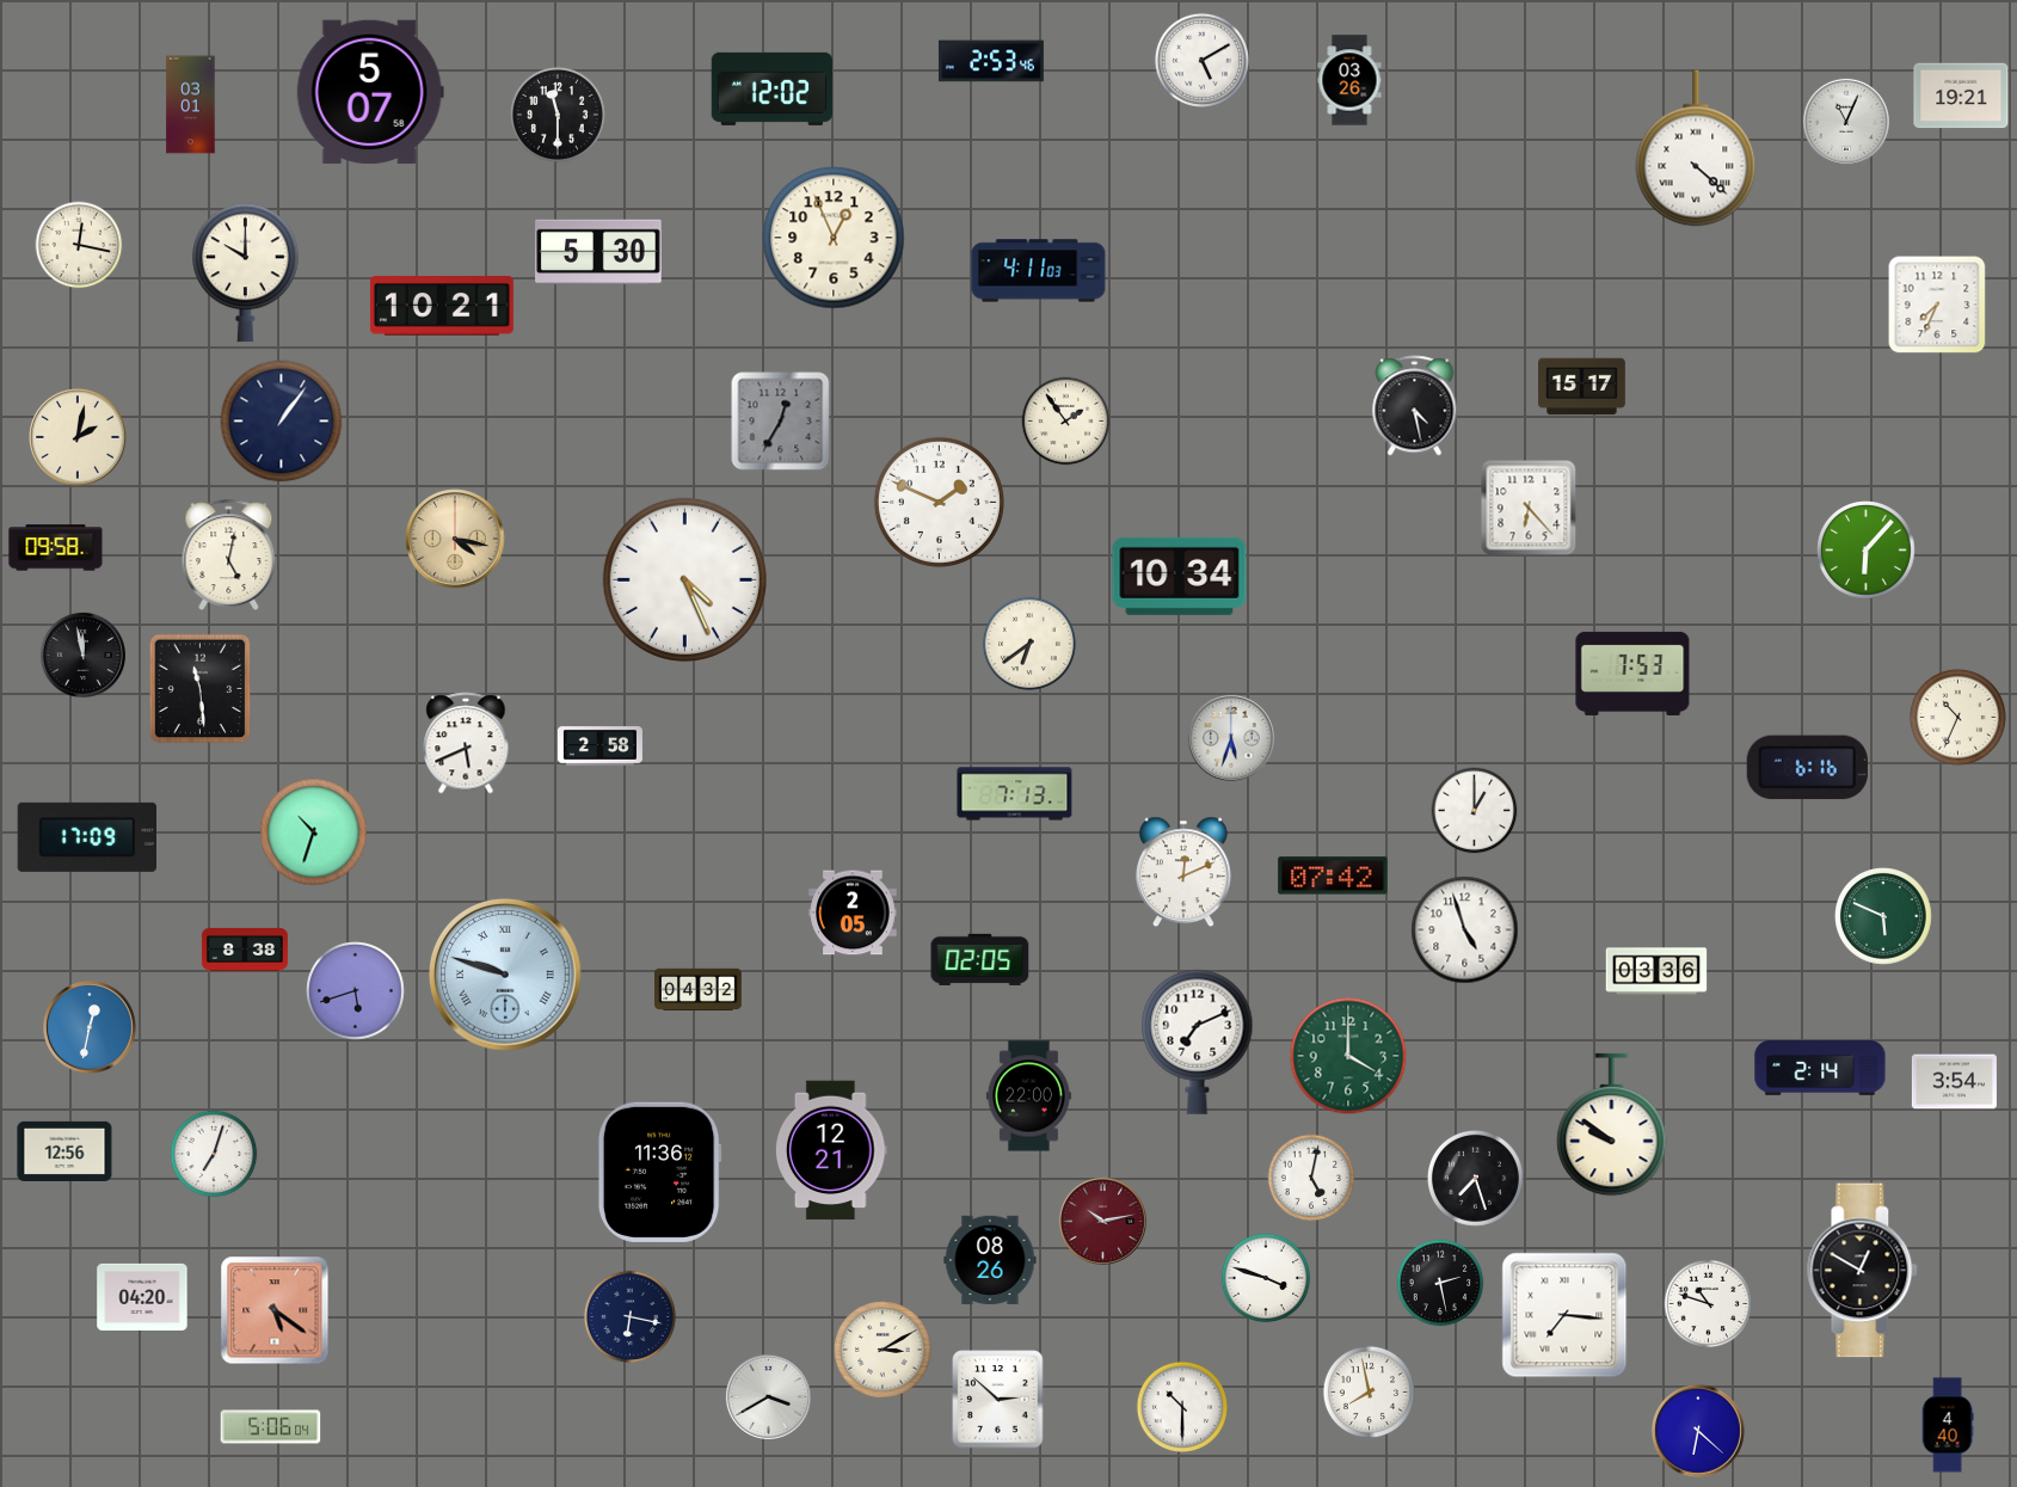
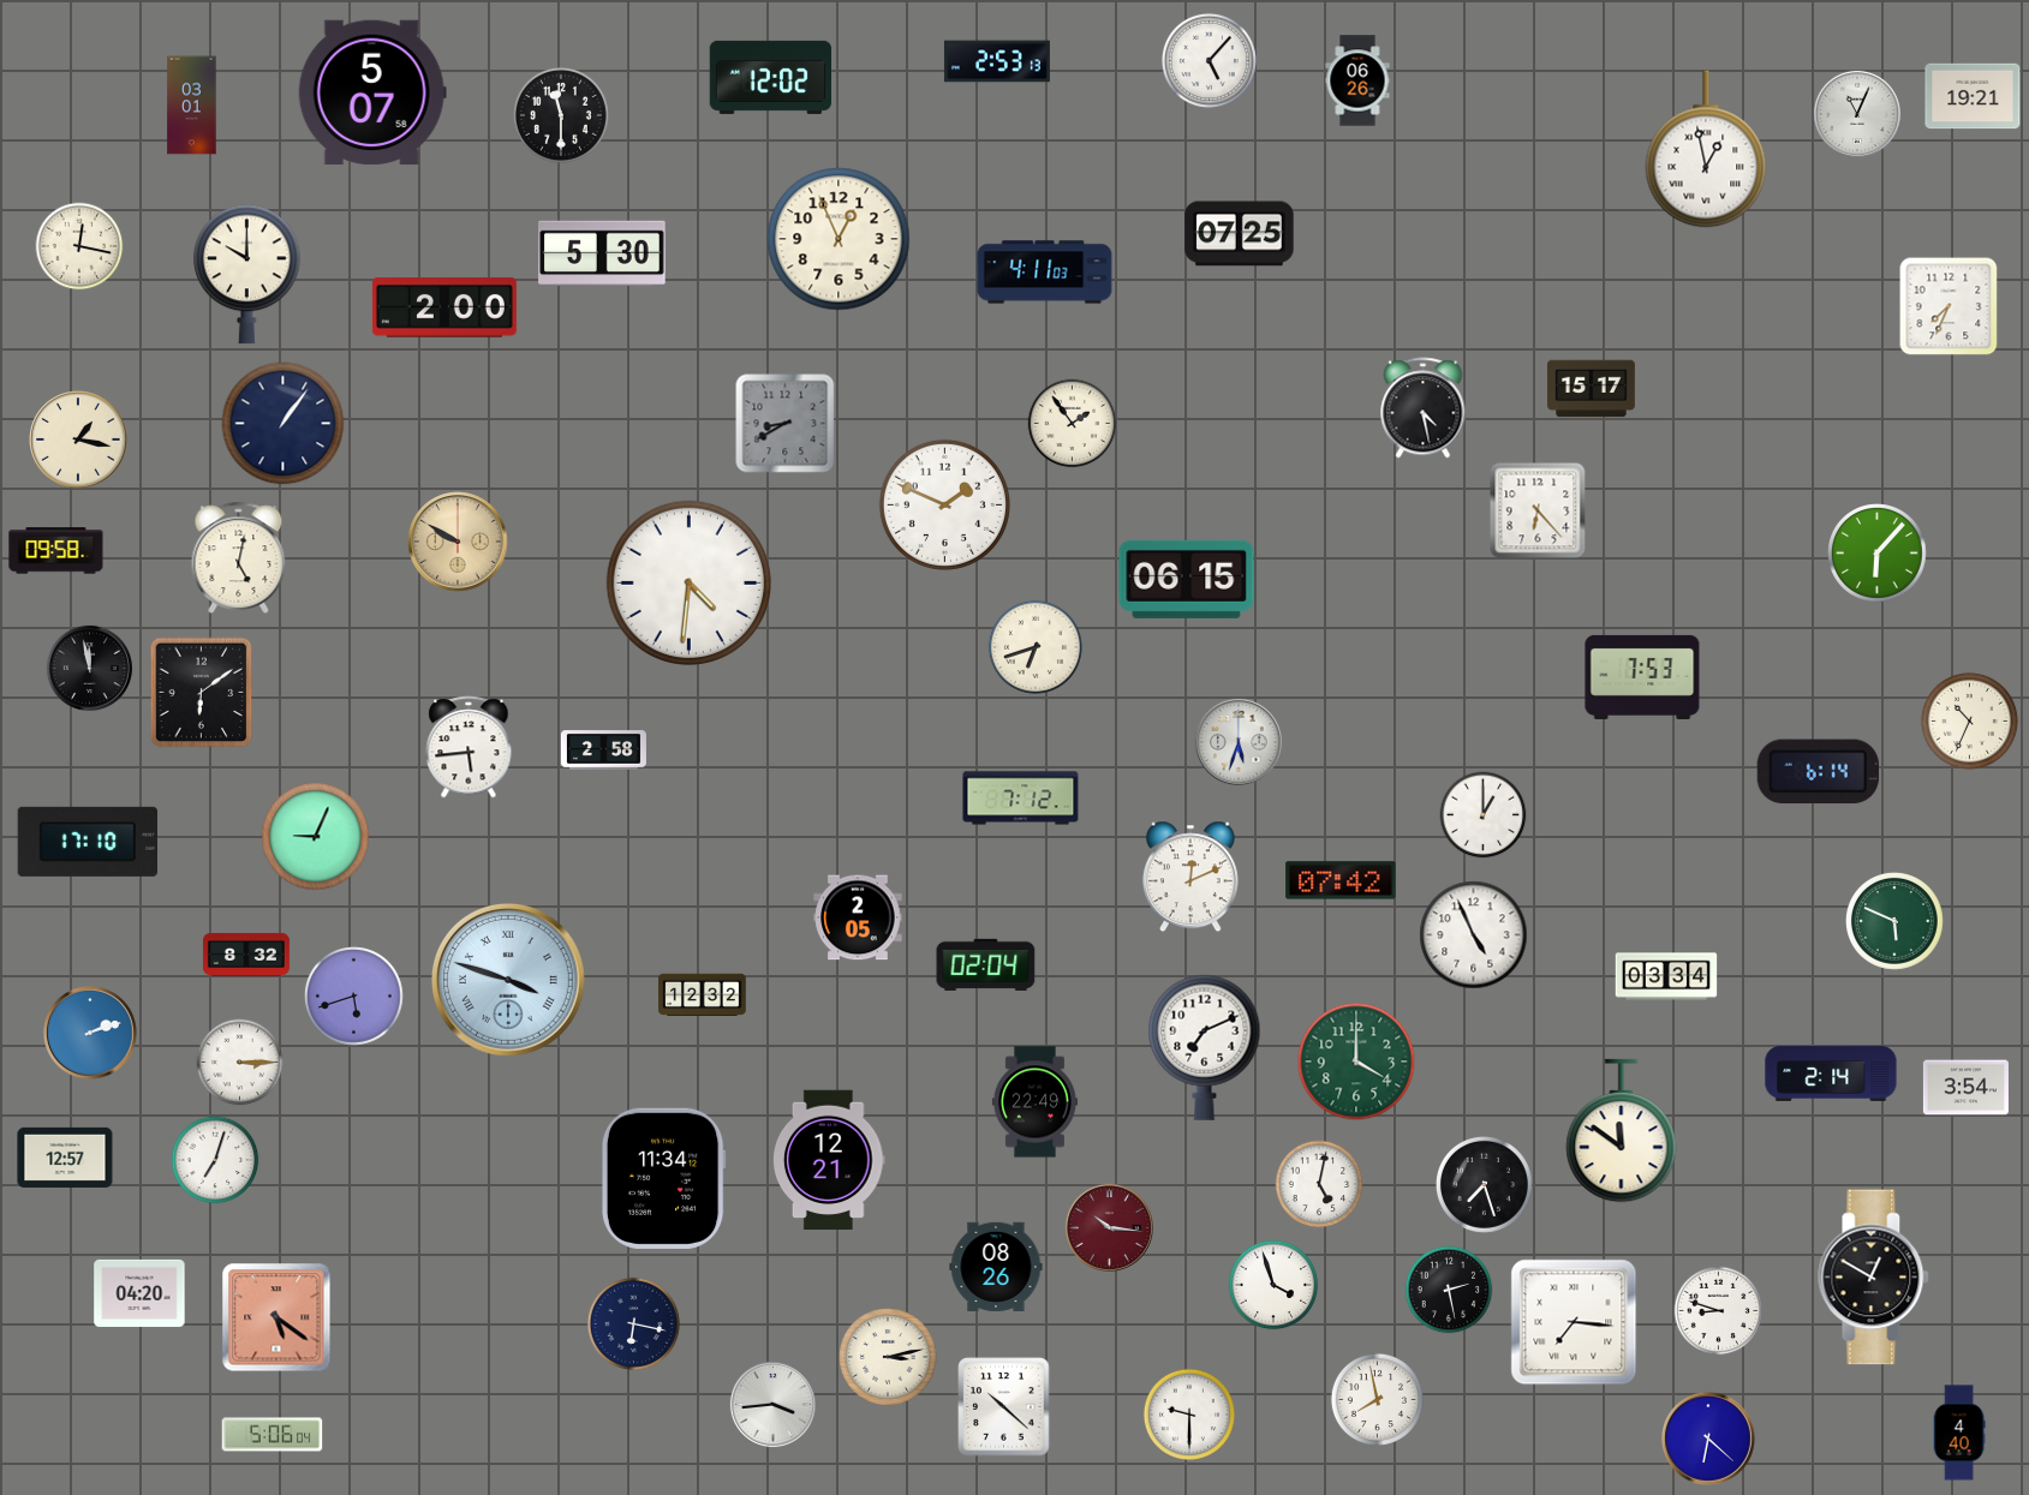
clock at (1201, 60): 5:10 -> 5:07
clock at (991, 61): 2:53:46 -> 2:53:13
clock at (1349, 80): 03:26 -> 06:26
clock at (771, 88) position: (771, 88) -> (770, 77)
clock at (1846, 122) position: (1846, 122) -> (1857, 114)
clock at (1696, 148): 4:22 -> 12:58
clock at (1240, 234): none -> 07:25
clock at (442, 306): 10:21 -> 2:00
clock at (781, 422): 12:35 -> 8:40
clock at (78, 437): 2:02 -> 1:17
clock at (455, 539): 4:17 -> 9:50
clock at (229, 554) position: (229, 554) -> (239, 557)
clock at (1180, 576): 10:34 -> 06:15
clock at (684, 579): 4:26 -> 4:31
clock at (1029, 644): 6:39 -> 6:42
clock at (82, 655) position: (82, 655) -> (89, 668)
clock at (201, 689): 11:29 -> 6:09
clock at (466, 743): 5:41 -> 5:44
clock at (1807, 768): 6:16 -> 6:14
clock at (1015, 794): 7:13 -> 7:12
clock at (314, 832): 10:33 -> 9:04
clock at (87, 837): 17:09 -> 17:10
clock at (1465, 930): 4:57 -> 4:56
clock at (245, 950): 8:38 -> 8:32
clock at (980, 959): 02:05 -> 02:04
clock at (1656, 971): 03:36 -> 03:34
clock at (505, 975): 9:48 -> 3:48
clock at (699, 990): 04:32 -> 12:32
clock at (356, 991) position: (356, 991) -> (354, 997)
clock at (91, 1028): 12:32 -> 2:12
clock at (240, 1063): none -> 3:15
clock at (1028, 1096): 22:00 -> 22:49
clock at (1612, 1125): 9:51 -> 11:51
clock at (831, 1150) position: (831, 1150) -> (829, 1160)
clock at (64, 1151): 12:56 -> 12:57
clock at (659, 1172): 11:36 -> 11:34
clock at (1102, 1221): 10:13 -> 10:16
clock at (1266, 1278): 3:48 -> 3:57
clock at (142, 1297) position: (142, 1297) -> (139, 1293)
clock at (1709, 1304): 10:48 -> 8:48
clock at (884, 1351): 3:10 -> 3:13
clock at (768, 1396): 3:40 -> 3:44
clock at (998, 1400): 2:52 -> 10:22
clock at (1181, 1406): 10:30 -> 9:30
